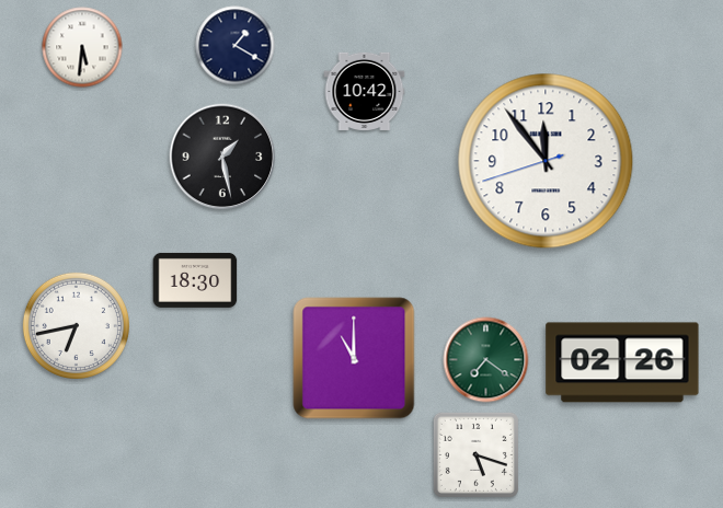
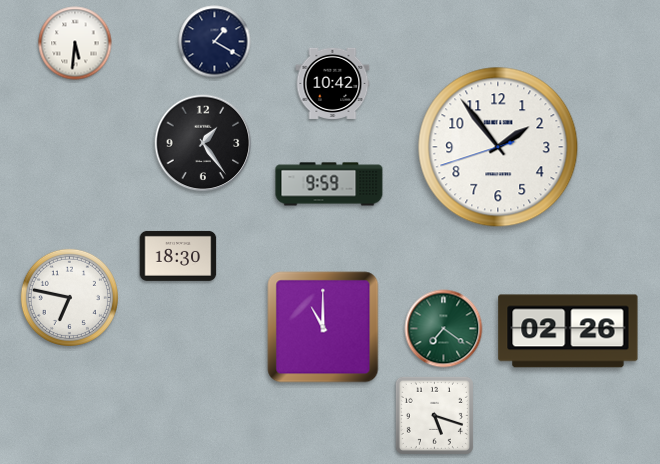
clock at (222, 157): 1:28 -> 1:24
clock at (546, 161): 11:53 -> 1:53
clock at (329, 184): none -> 9:59
clock at (76, 325): 6:43 -> 6:47
